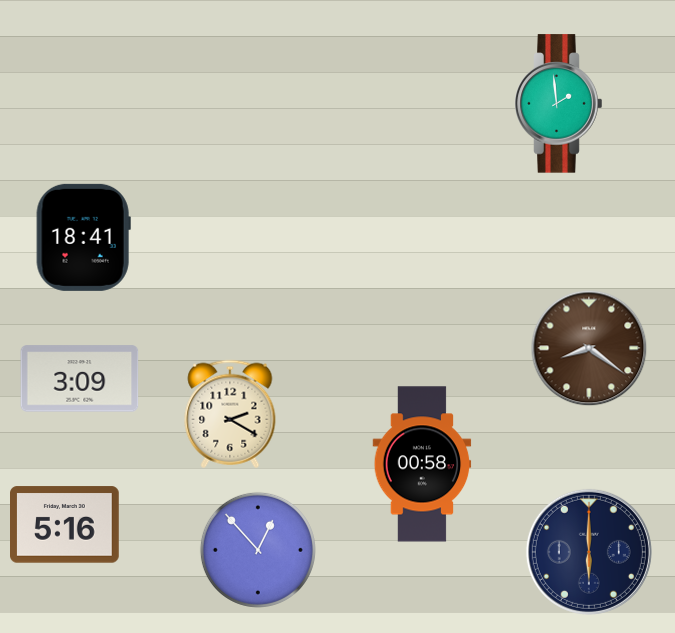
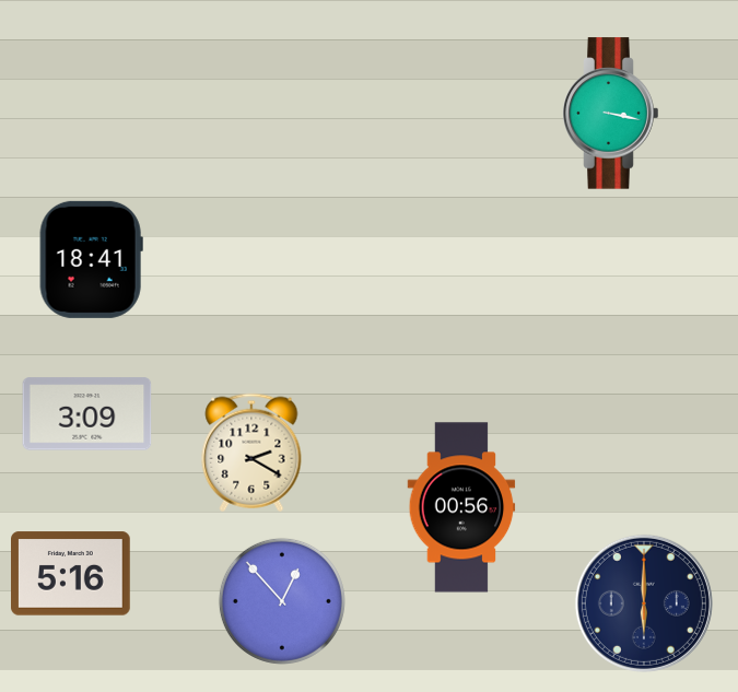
clock at (559, 104): 1:59 -> 3:17
clock at (589, 348): 8:21 -> none
clock at (422, 464): 00:58 -> 00:56
